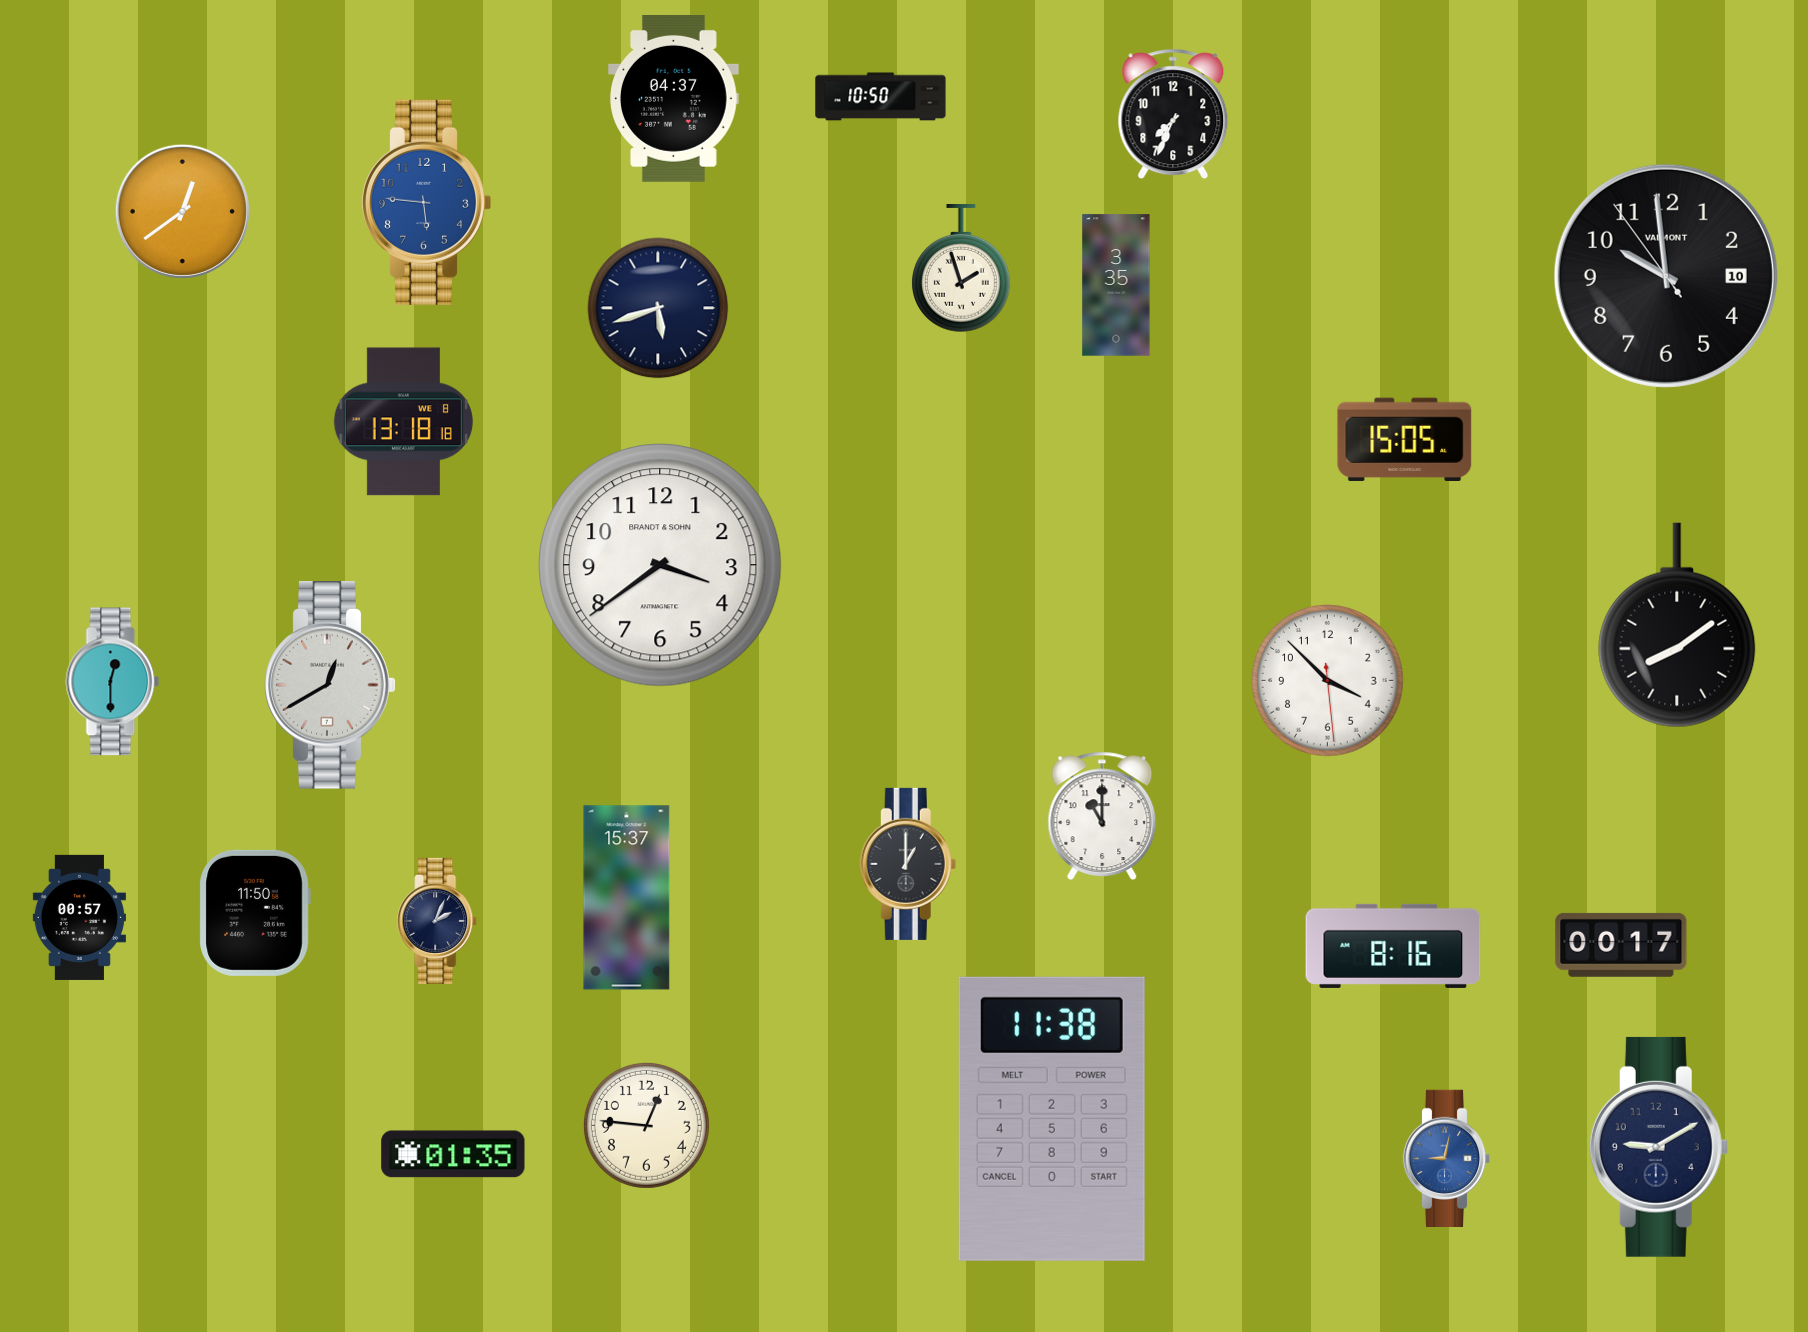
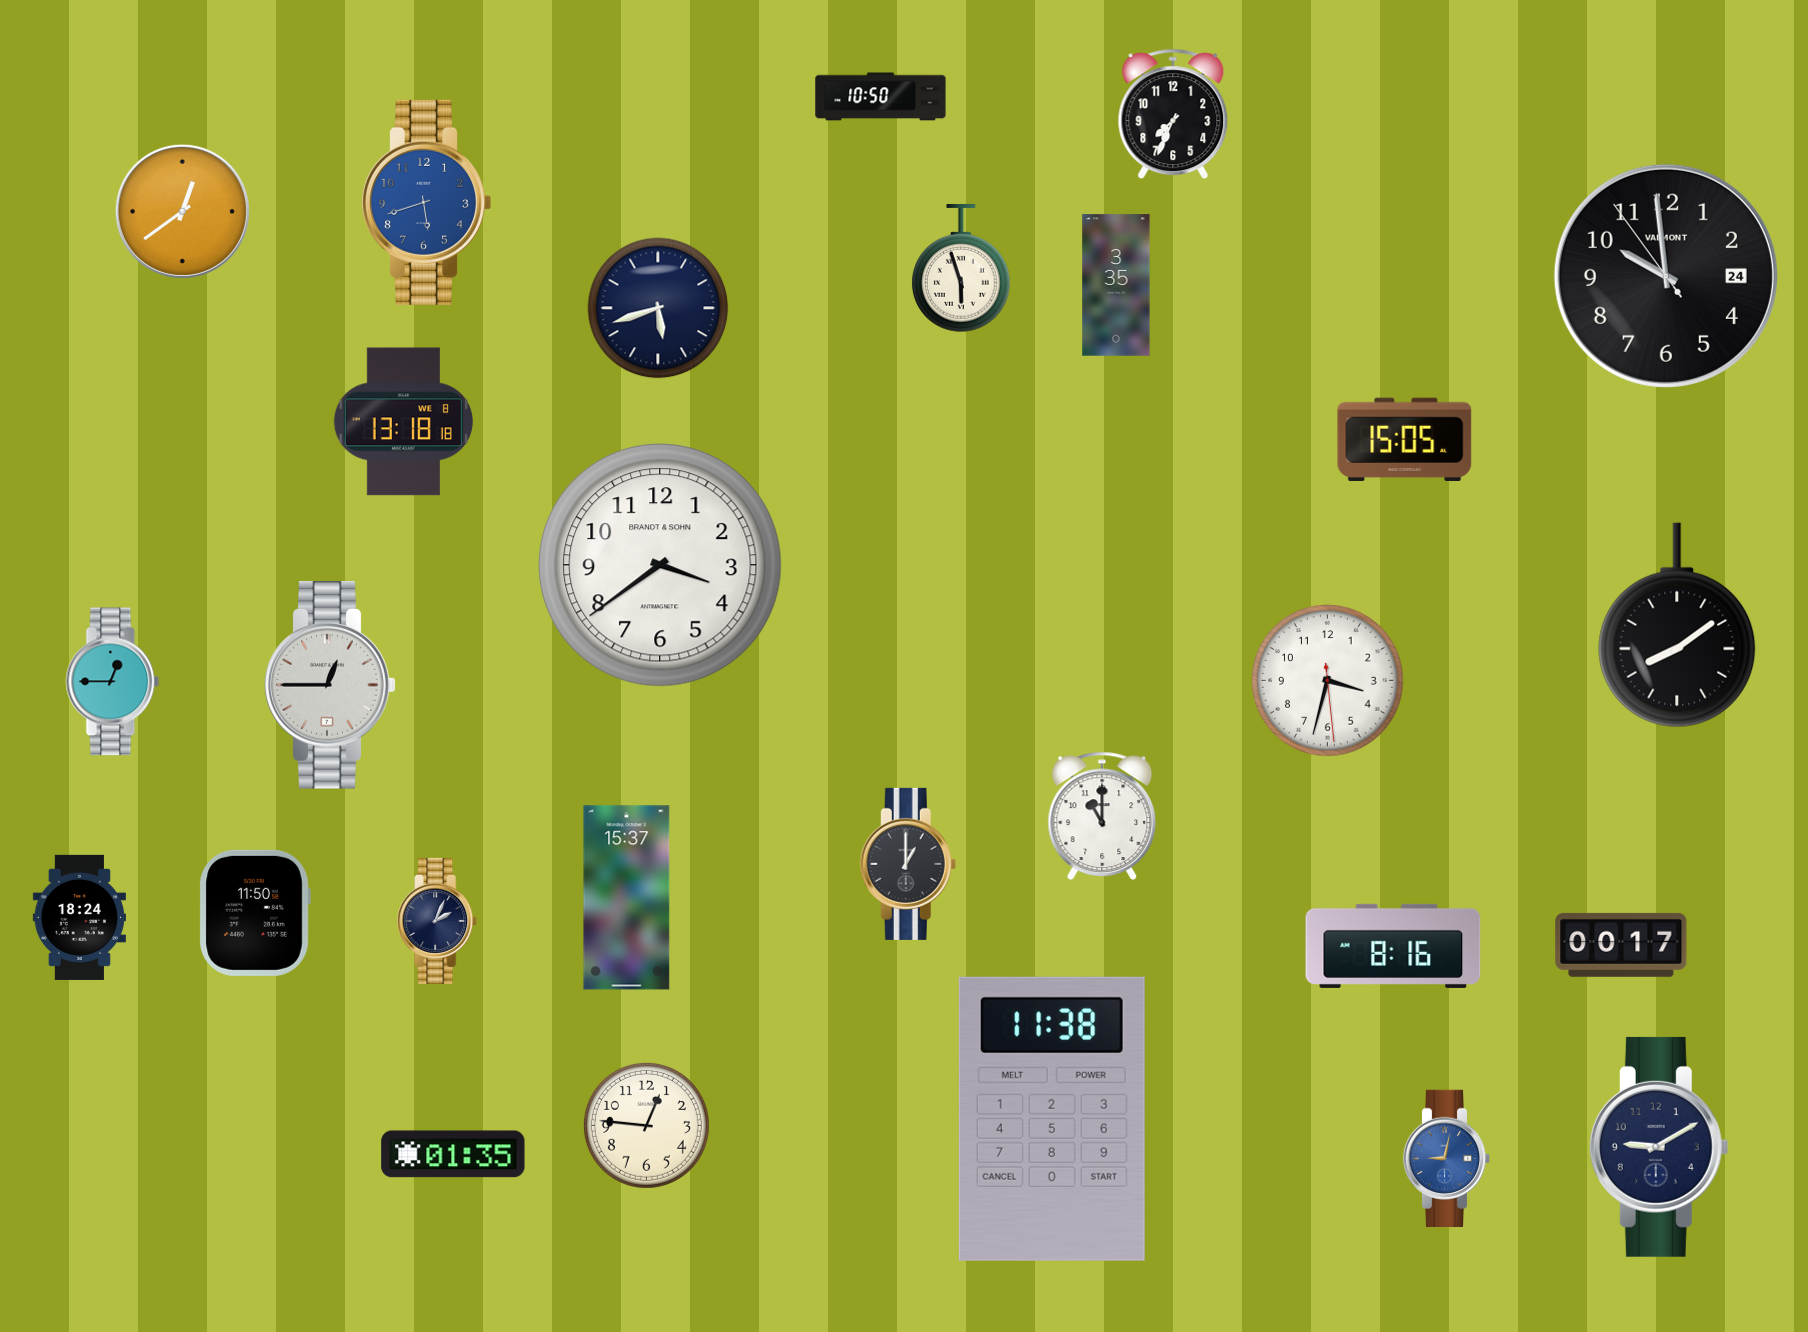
clock at (674, 98): 04:37 -> none
clock at (426, 202): 5:46 -> 5:42
clock at (962, 269): 1:57 -> 5:57
clock at (1666, 276) date: 10 -> 24
clock at (1328, 681): 3:52 -> 3:32
clock at (113, 682): 12:30 -> 12:45
clock at (330, 686): 12:40 -> 12:45
clock at (79, 917): 00:57 -> 18:24
